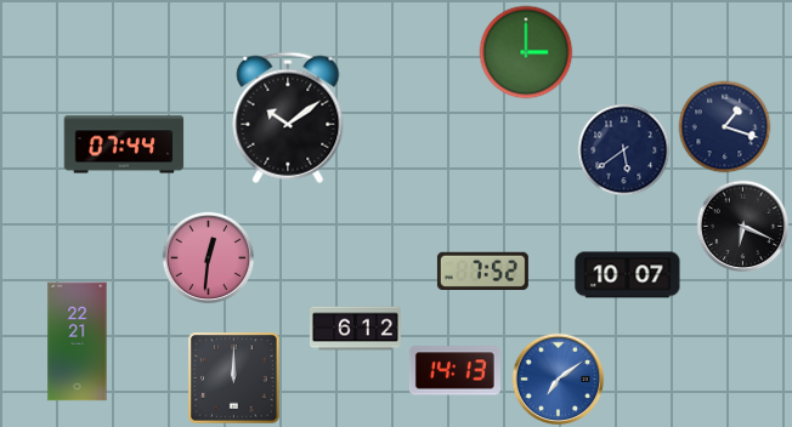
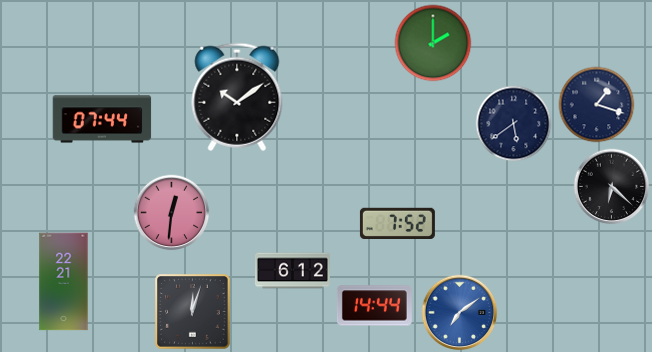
clock at (526, 52): 3:00 -> 2:00
clock at (743, 227): 6:19 -> 6:22
clock at (628, 275): 10:07 -> none
clock at (454, 371): 14:13 -> 14:44
clock at (234, 378): 12:00 -> 12:03
